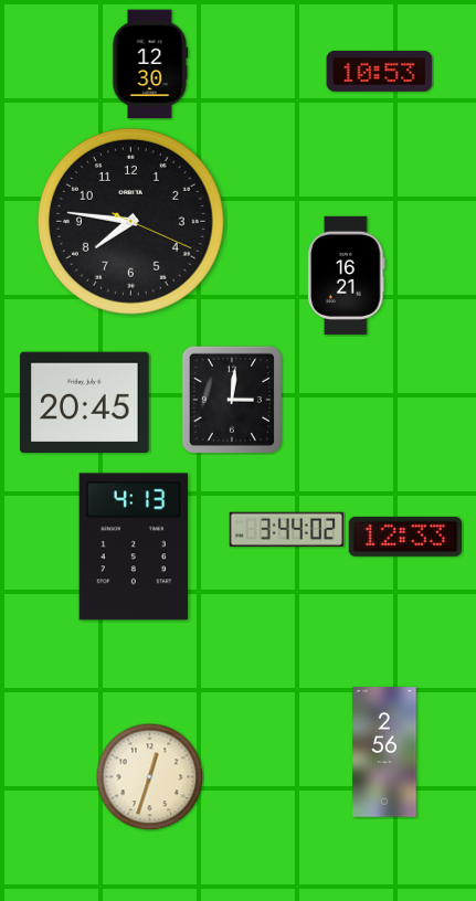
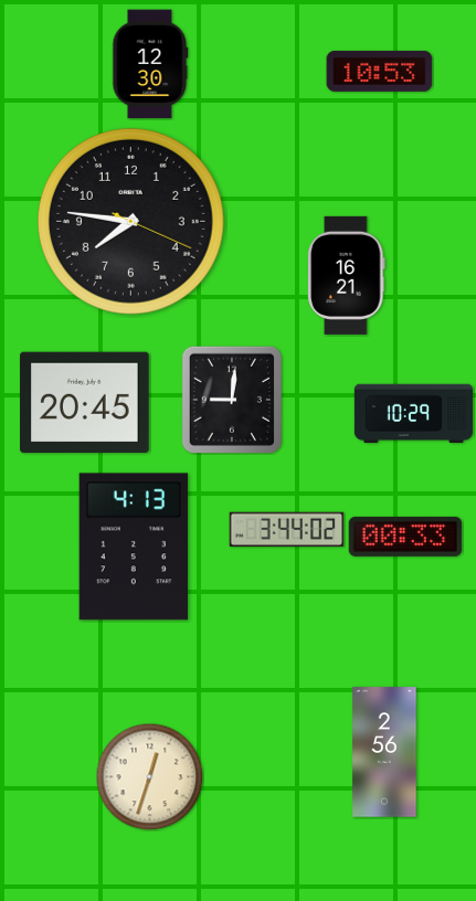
clock at (231, 399): 3:01 -> 9:01
clock at (413, 413): none -> 10:29
clock at (405, 537): 12:33 -> 00:33
